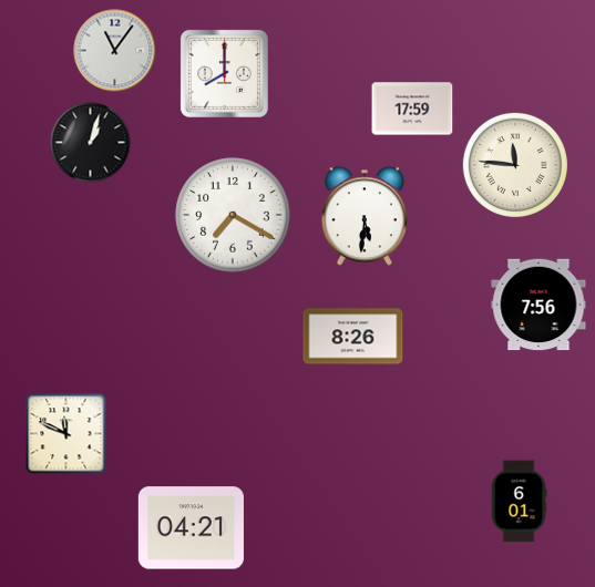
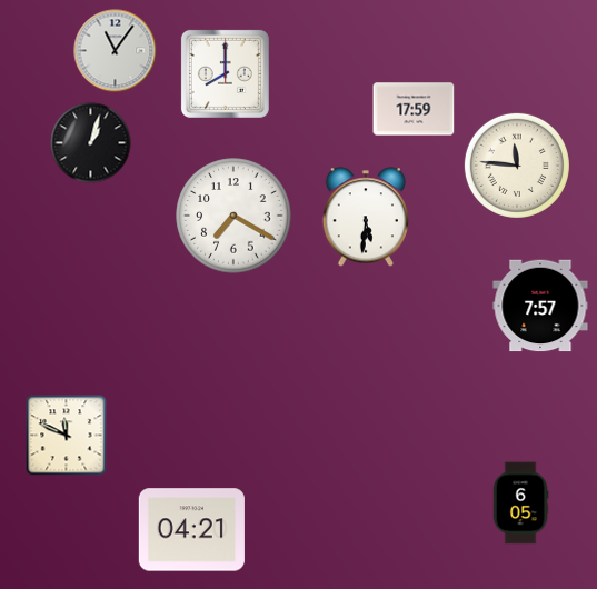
clock at (538, 305): 7:56 -> 7:57
clock at (353, 337): 8:26 -> none
clock at (519, 502): 6:01 -> 6:05
